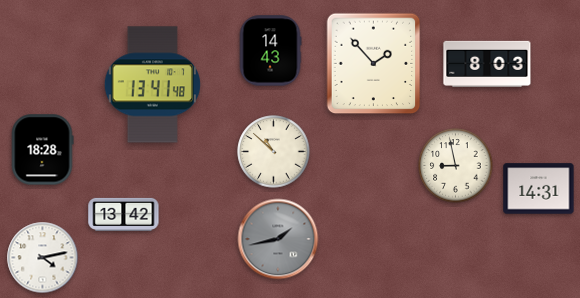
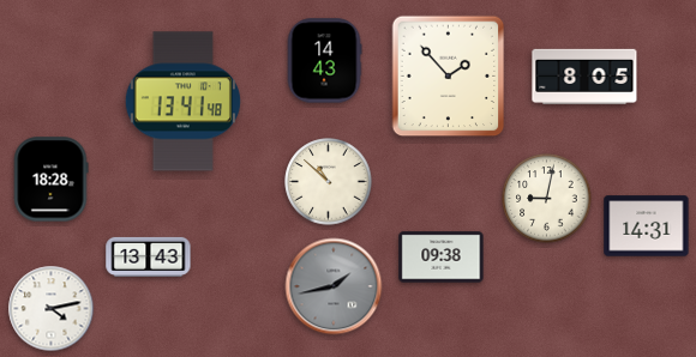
clock at (487, 64): 8:03 -> 8:05
clock at (456, 166): 8:58 -> 9:02
clock at (124, 214): 13:42 -> 13:43
clock at (442, 258): none -> 09:38
